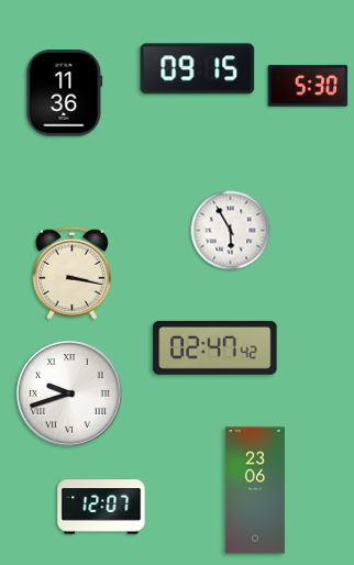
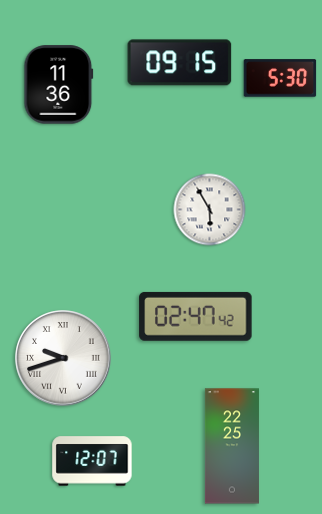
clock at (71, 273): 3:17 -> none
clock at (255, 490): 23:06 -> 22:25
